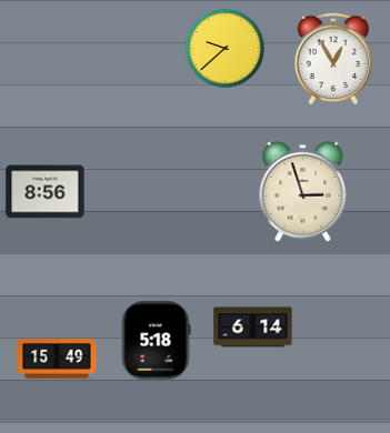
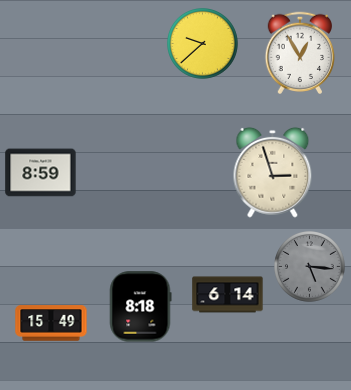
clock at (46, 192): 8:56 -> 8:59
clock at (310, 267): none -> 5:16
clock at (156, 341): 5:18 -> 8:18
